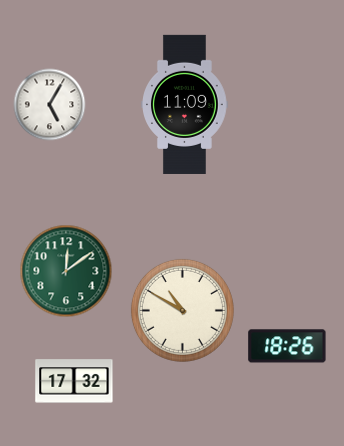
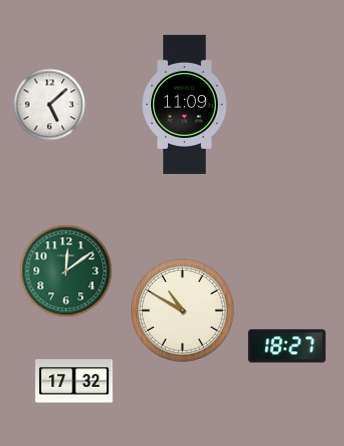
clock at (50, 105): 5:05 -> 5:08
clock at (287, 346): 18:26 -> 18:27
